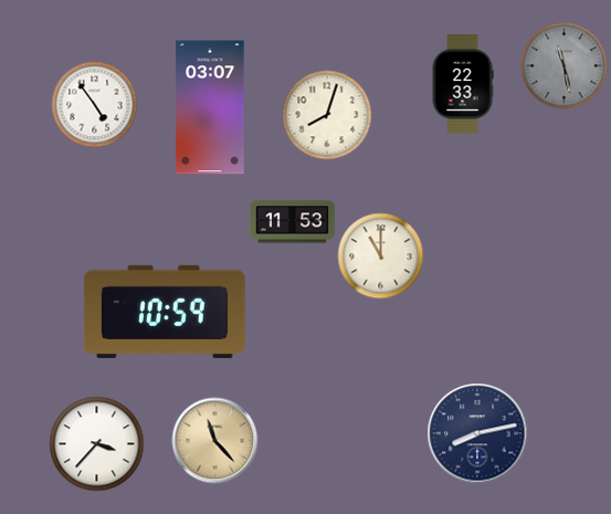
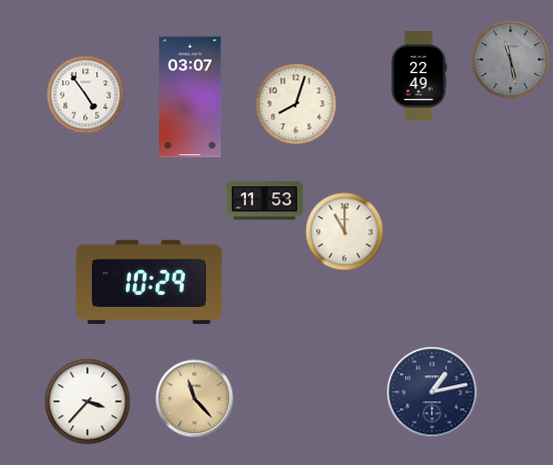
clock at (463, 85): 22:33 -> 22:49
clock at (165, 312): 10:59 -> 10:29
clock at (477, 433): 8:13 -> 1:13
